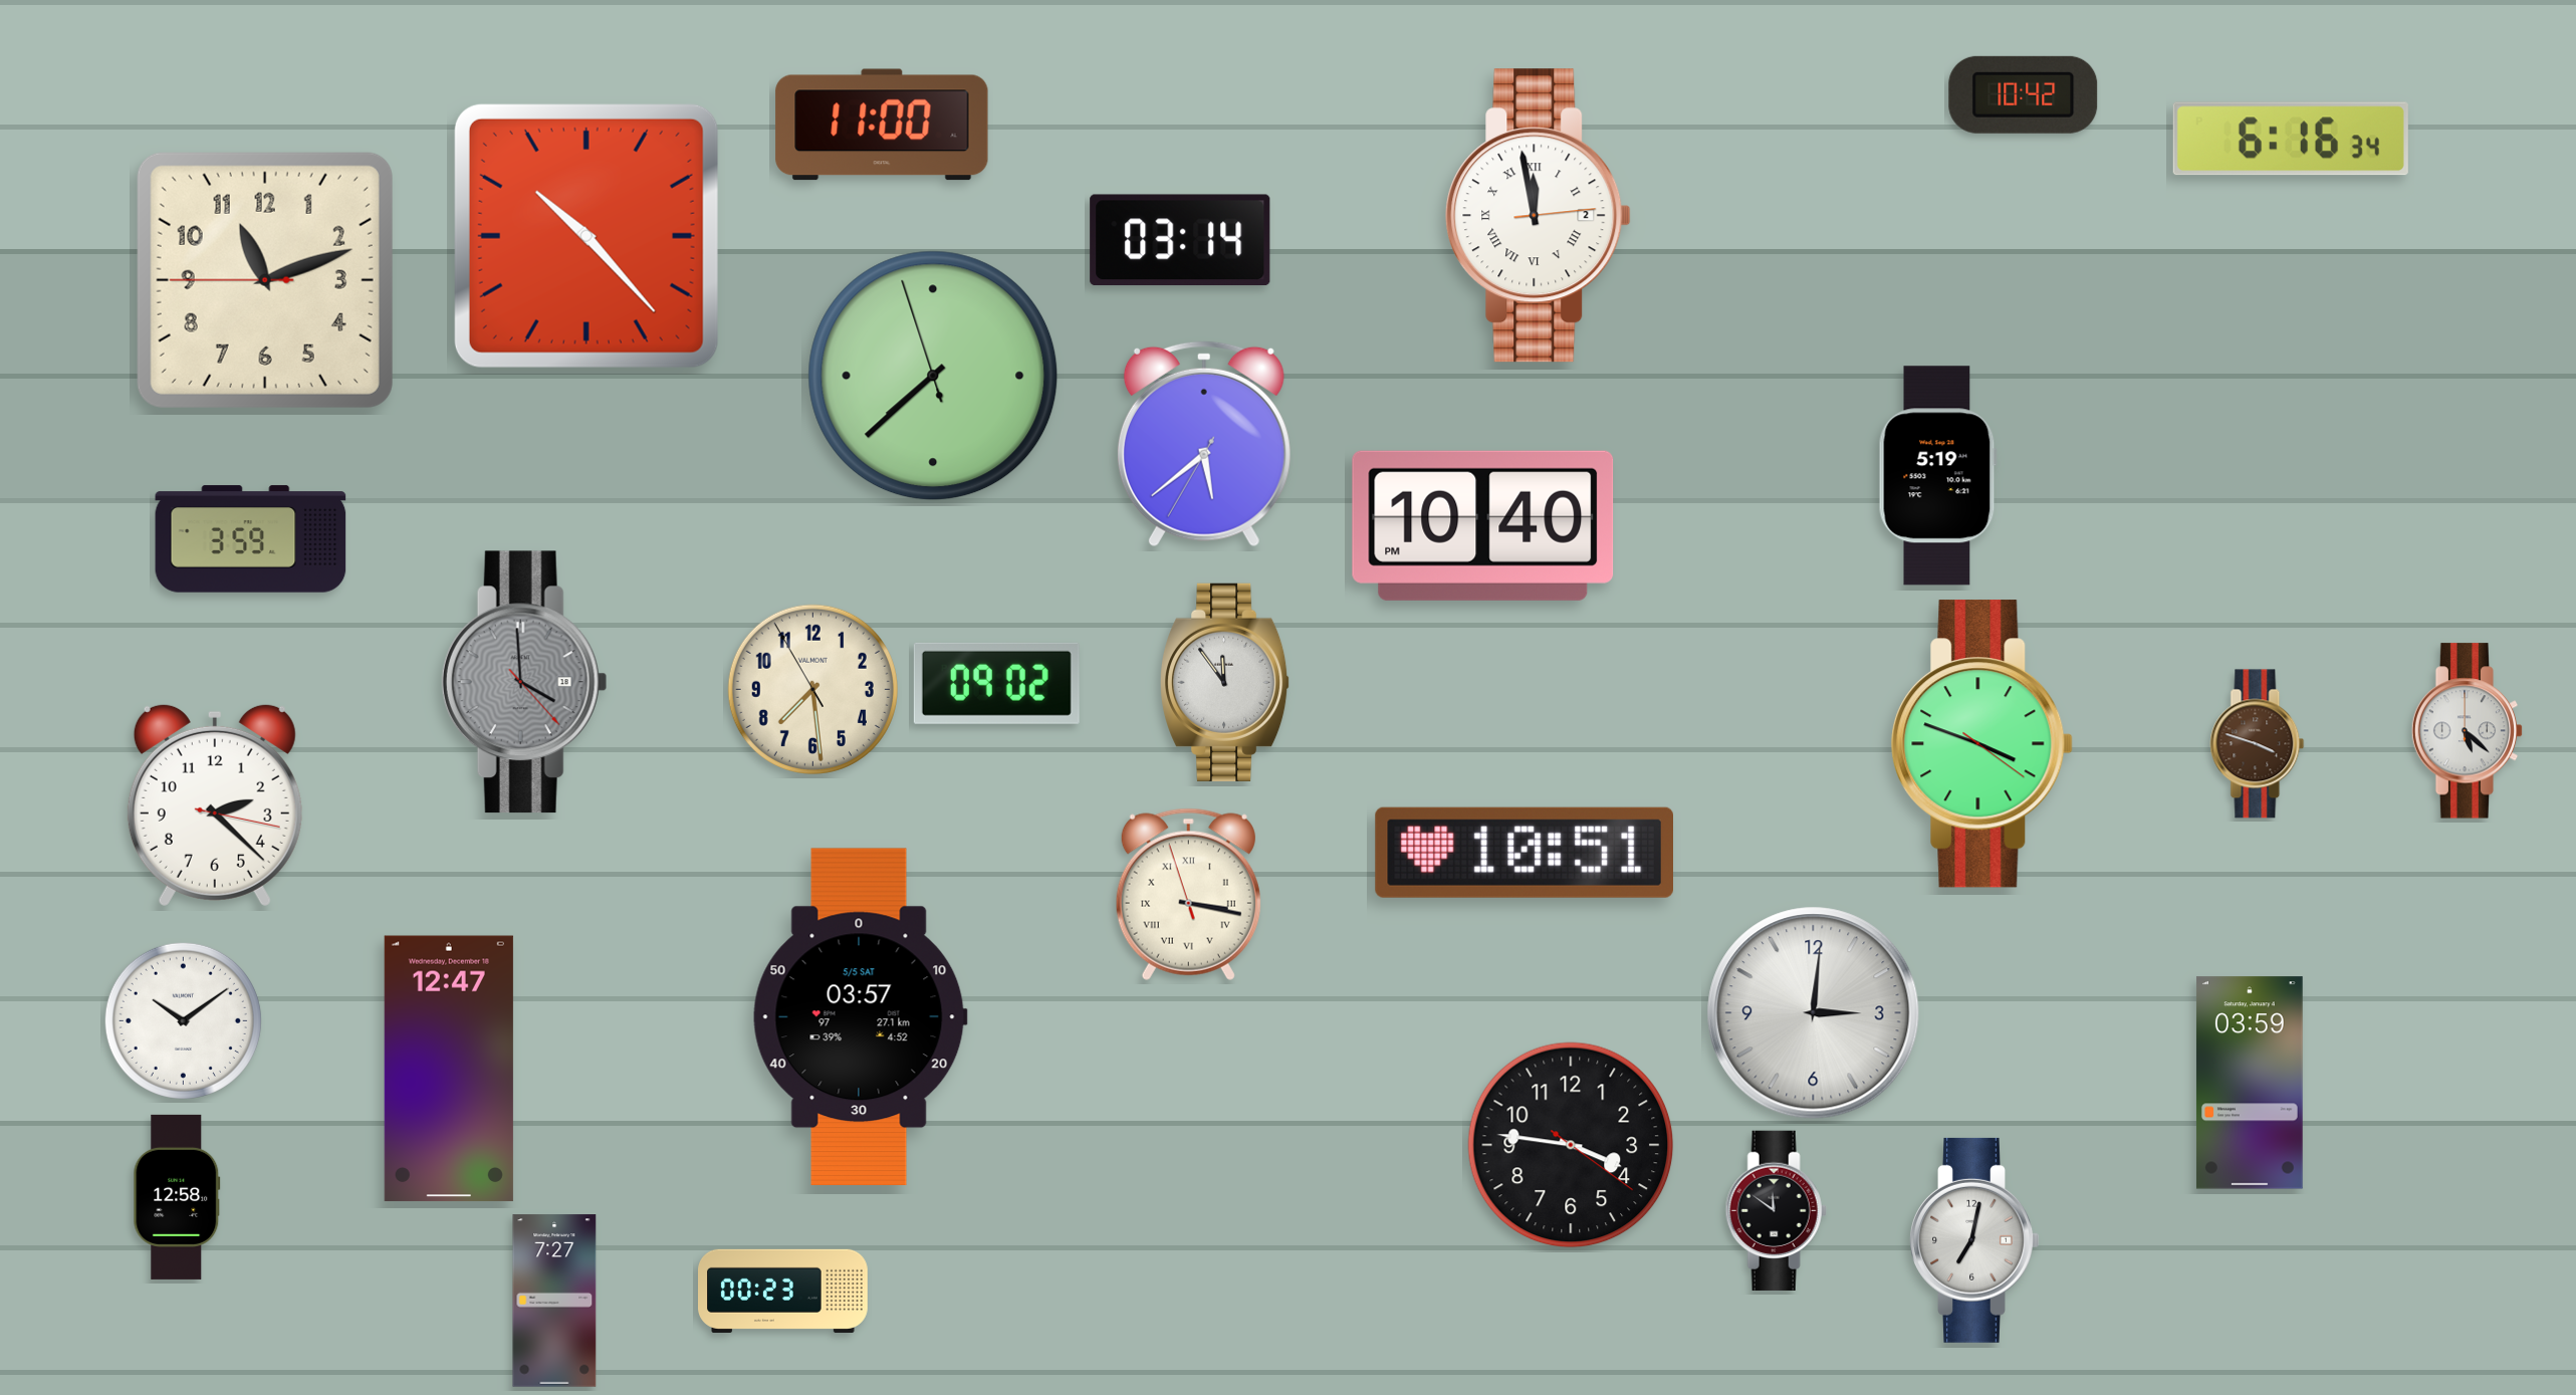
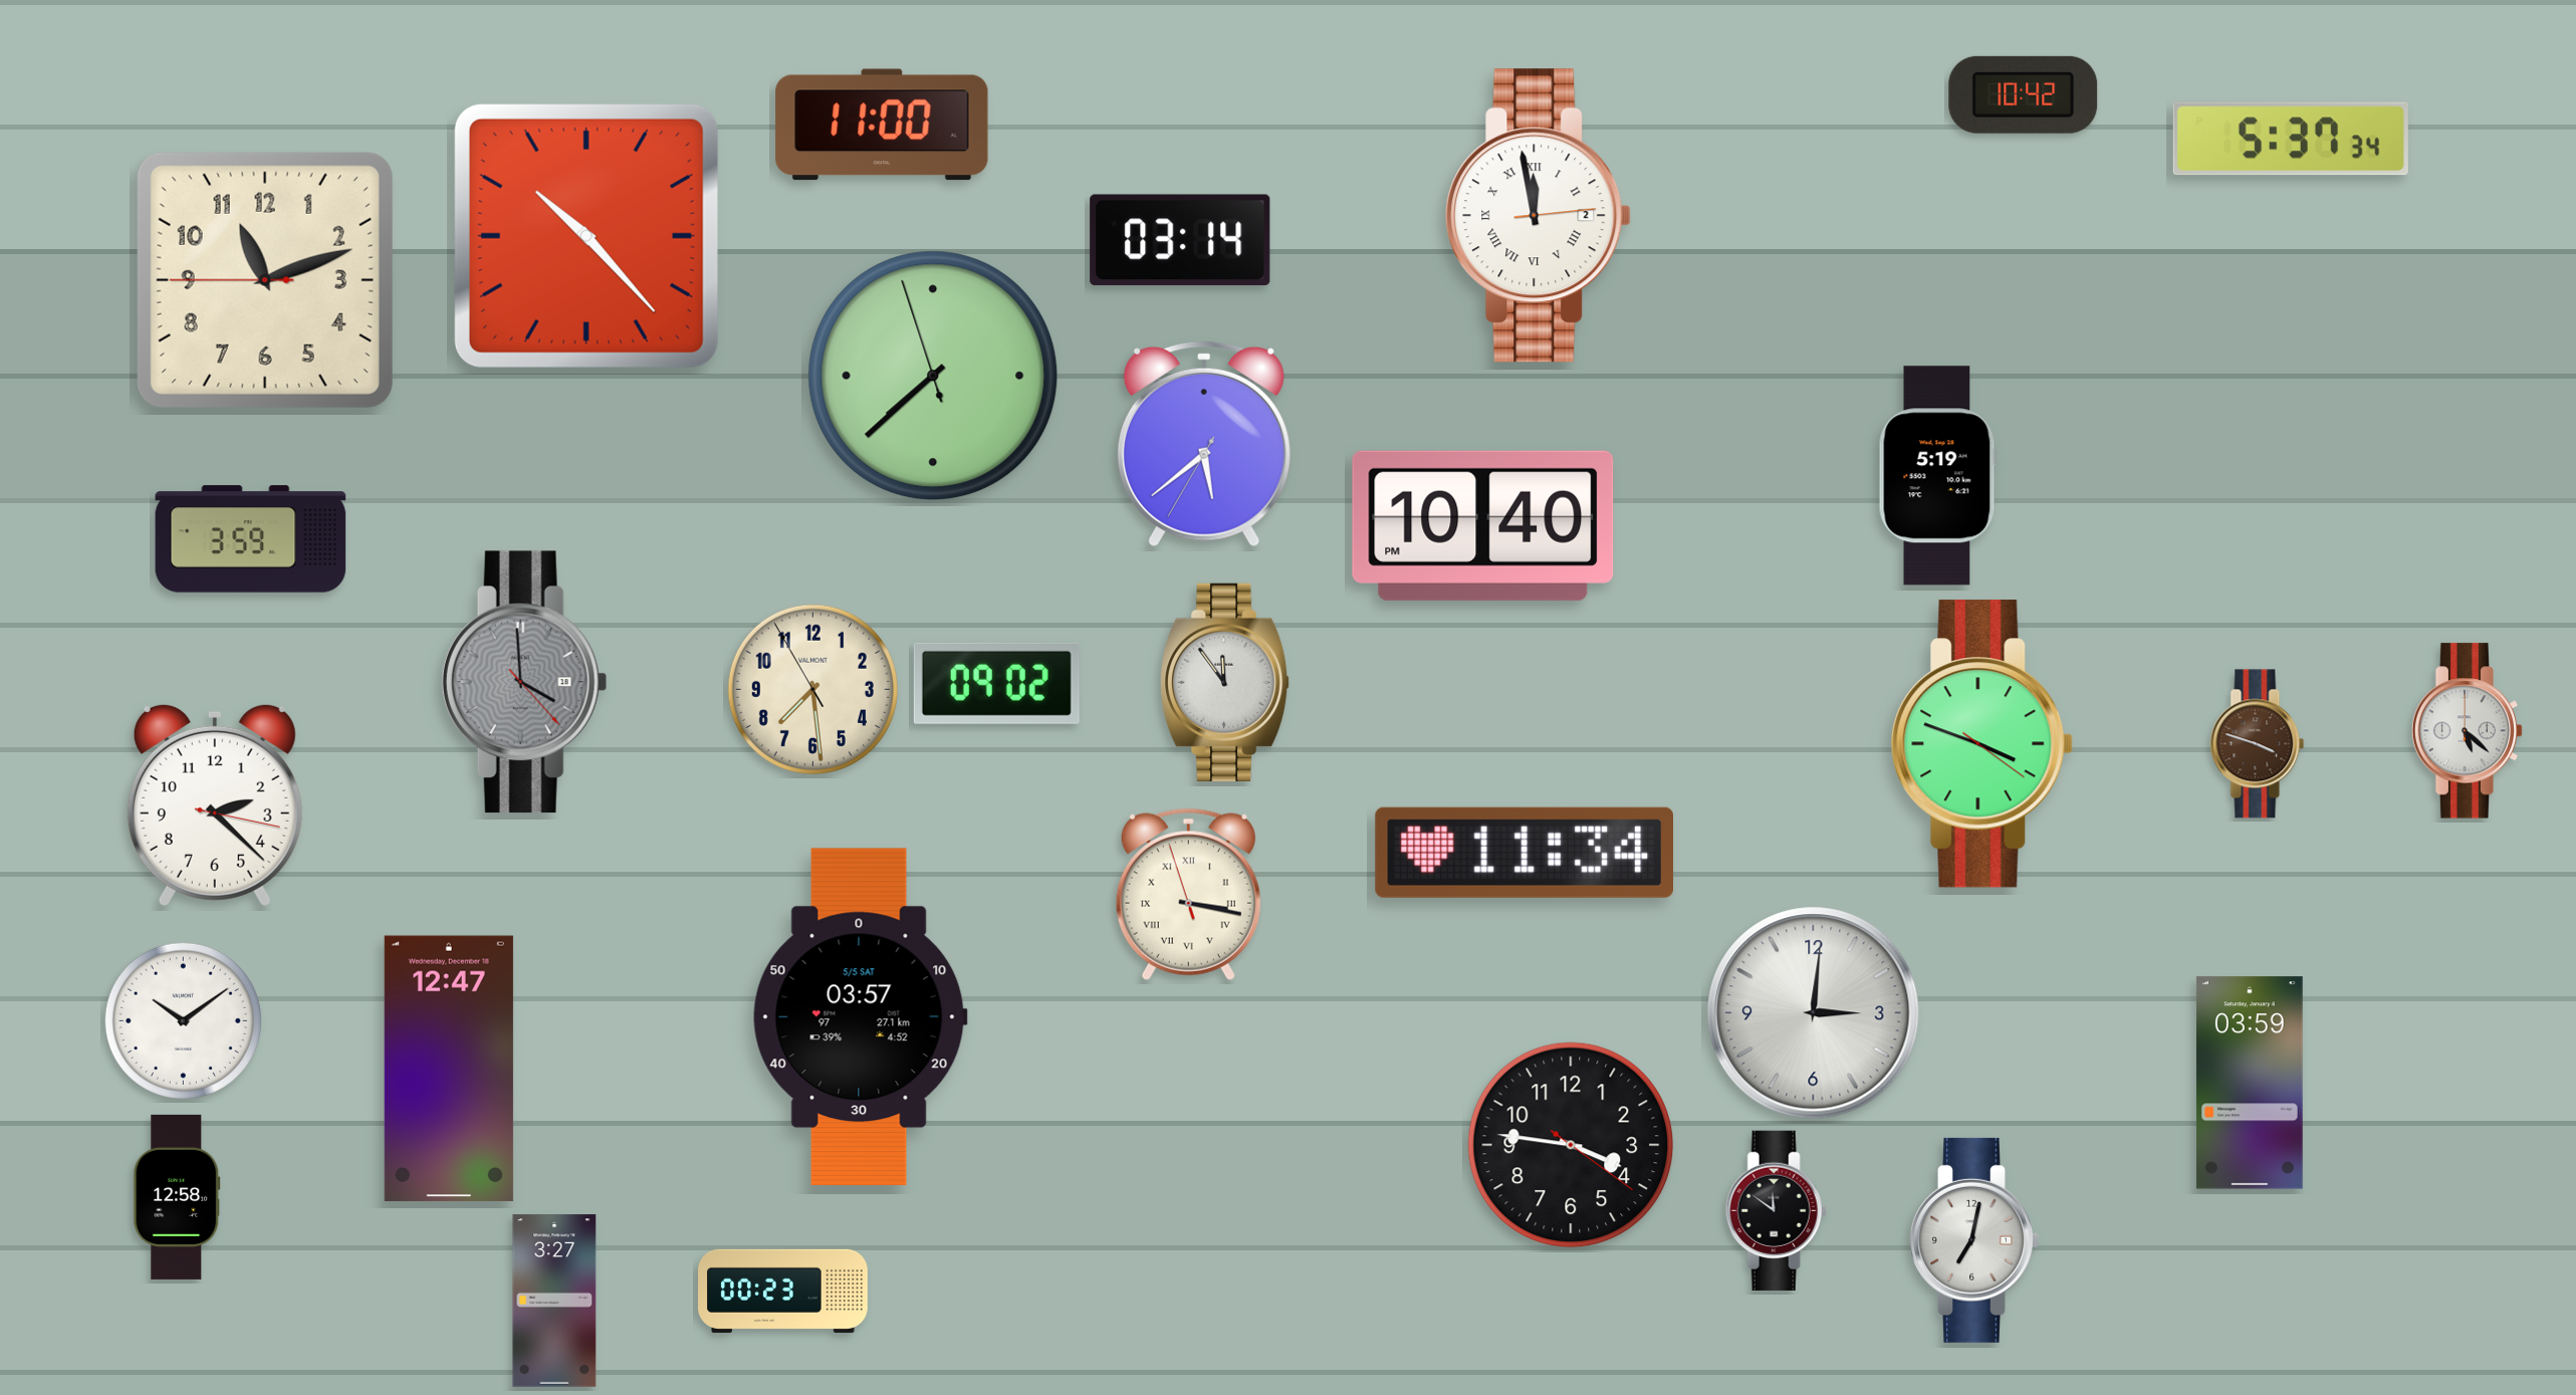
clock at (2291, 139): 6:16 -> 5:37
clock at (1524, 853): 10:51 -> 11:34
clock at (554, 1301): 7:27 -> 3:27
